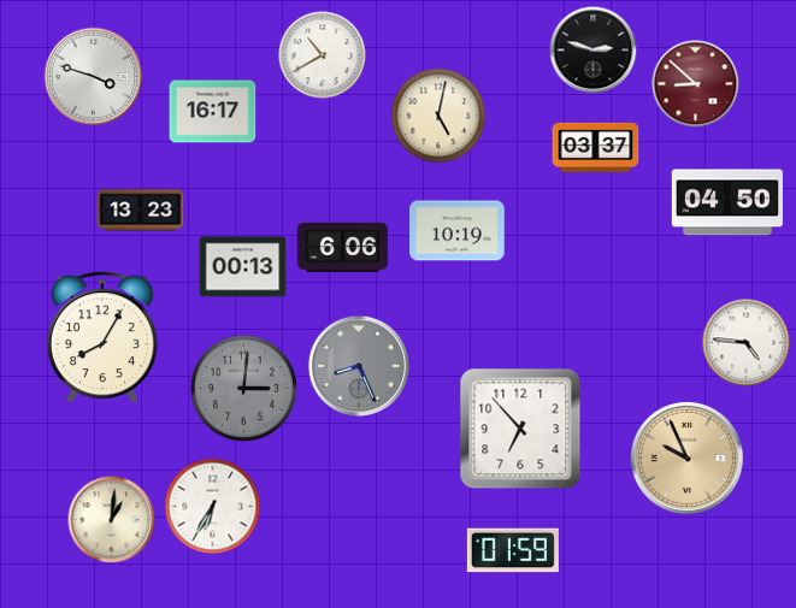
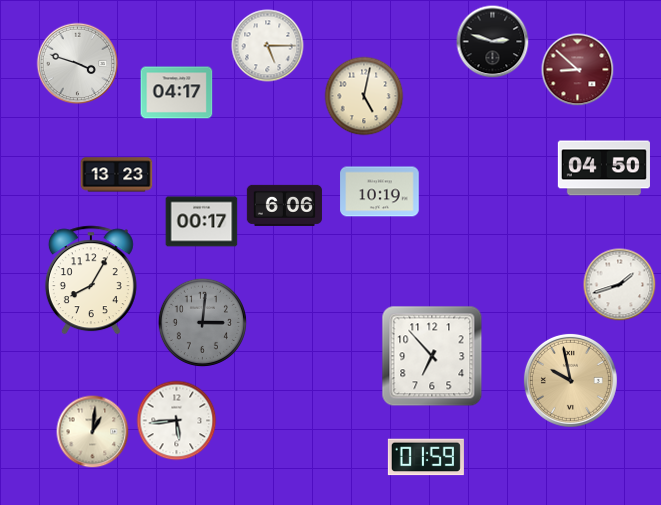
clock at (323, 55): 10:40 -> 5:15
clock at (213, 112): 16:17 -> 04:17
clock at (596, 147): 03:37 -> none
clock at (243, 267): 00:13 -> 00:17
clock at (102, 337) position: (102, 337) -> (91, 280)
clock at (747, 343): 4:46 -> 1:42
clock at (359, 366): 8:26 -> none
clock at (686, 458): 9:56 -> 9:58
clock at (213, 507): 6:35 -> 5:44
